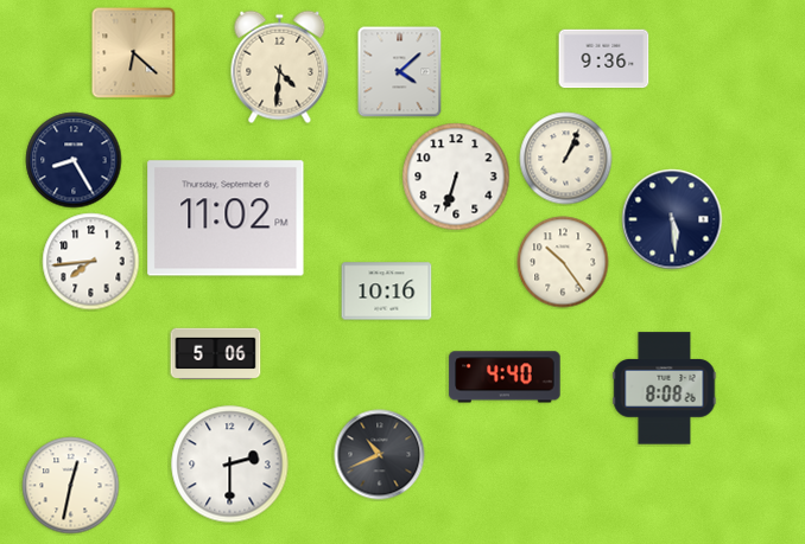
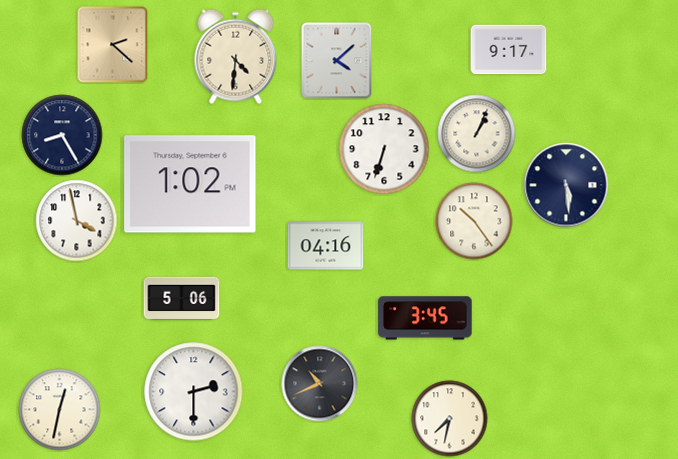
clock at (134, 53): 6:22 -> 2:22
clock at (604, 59): 9:36 -> 9:17
clock at (226, 218): 11:02 -> 1:02
clock at (91, 262): 7:44 -> 3:58
clock at (387, 292): 10:16 -> 04:16
clock at (505, 377): 4:40 -> 3:45
clock at (665, 389): 8:08 -> none
clock at (450, 419): none -> 7:32
